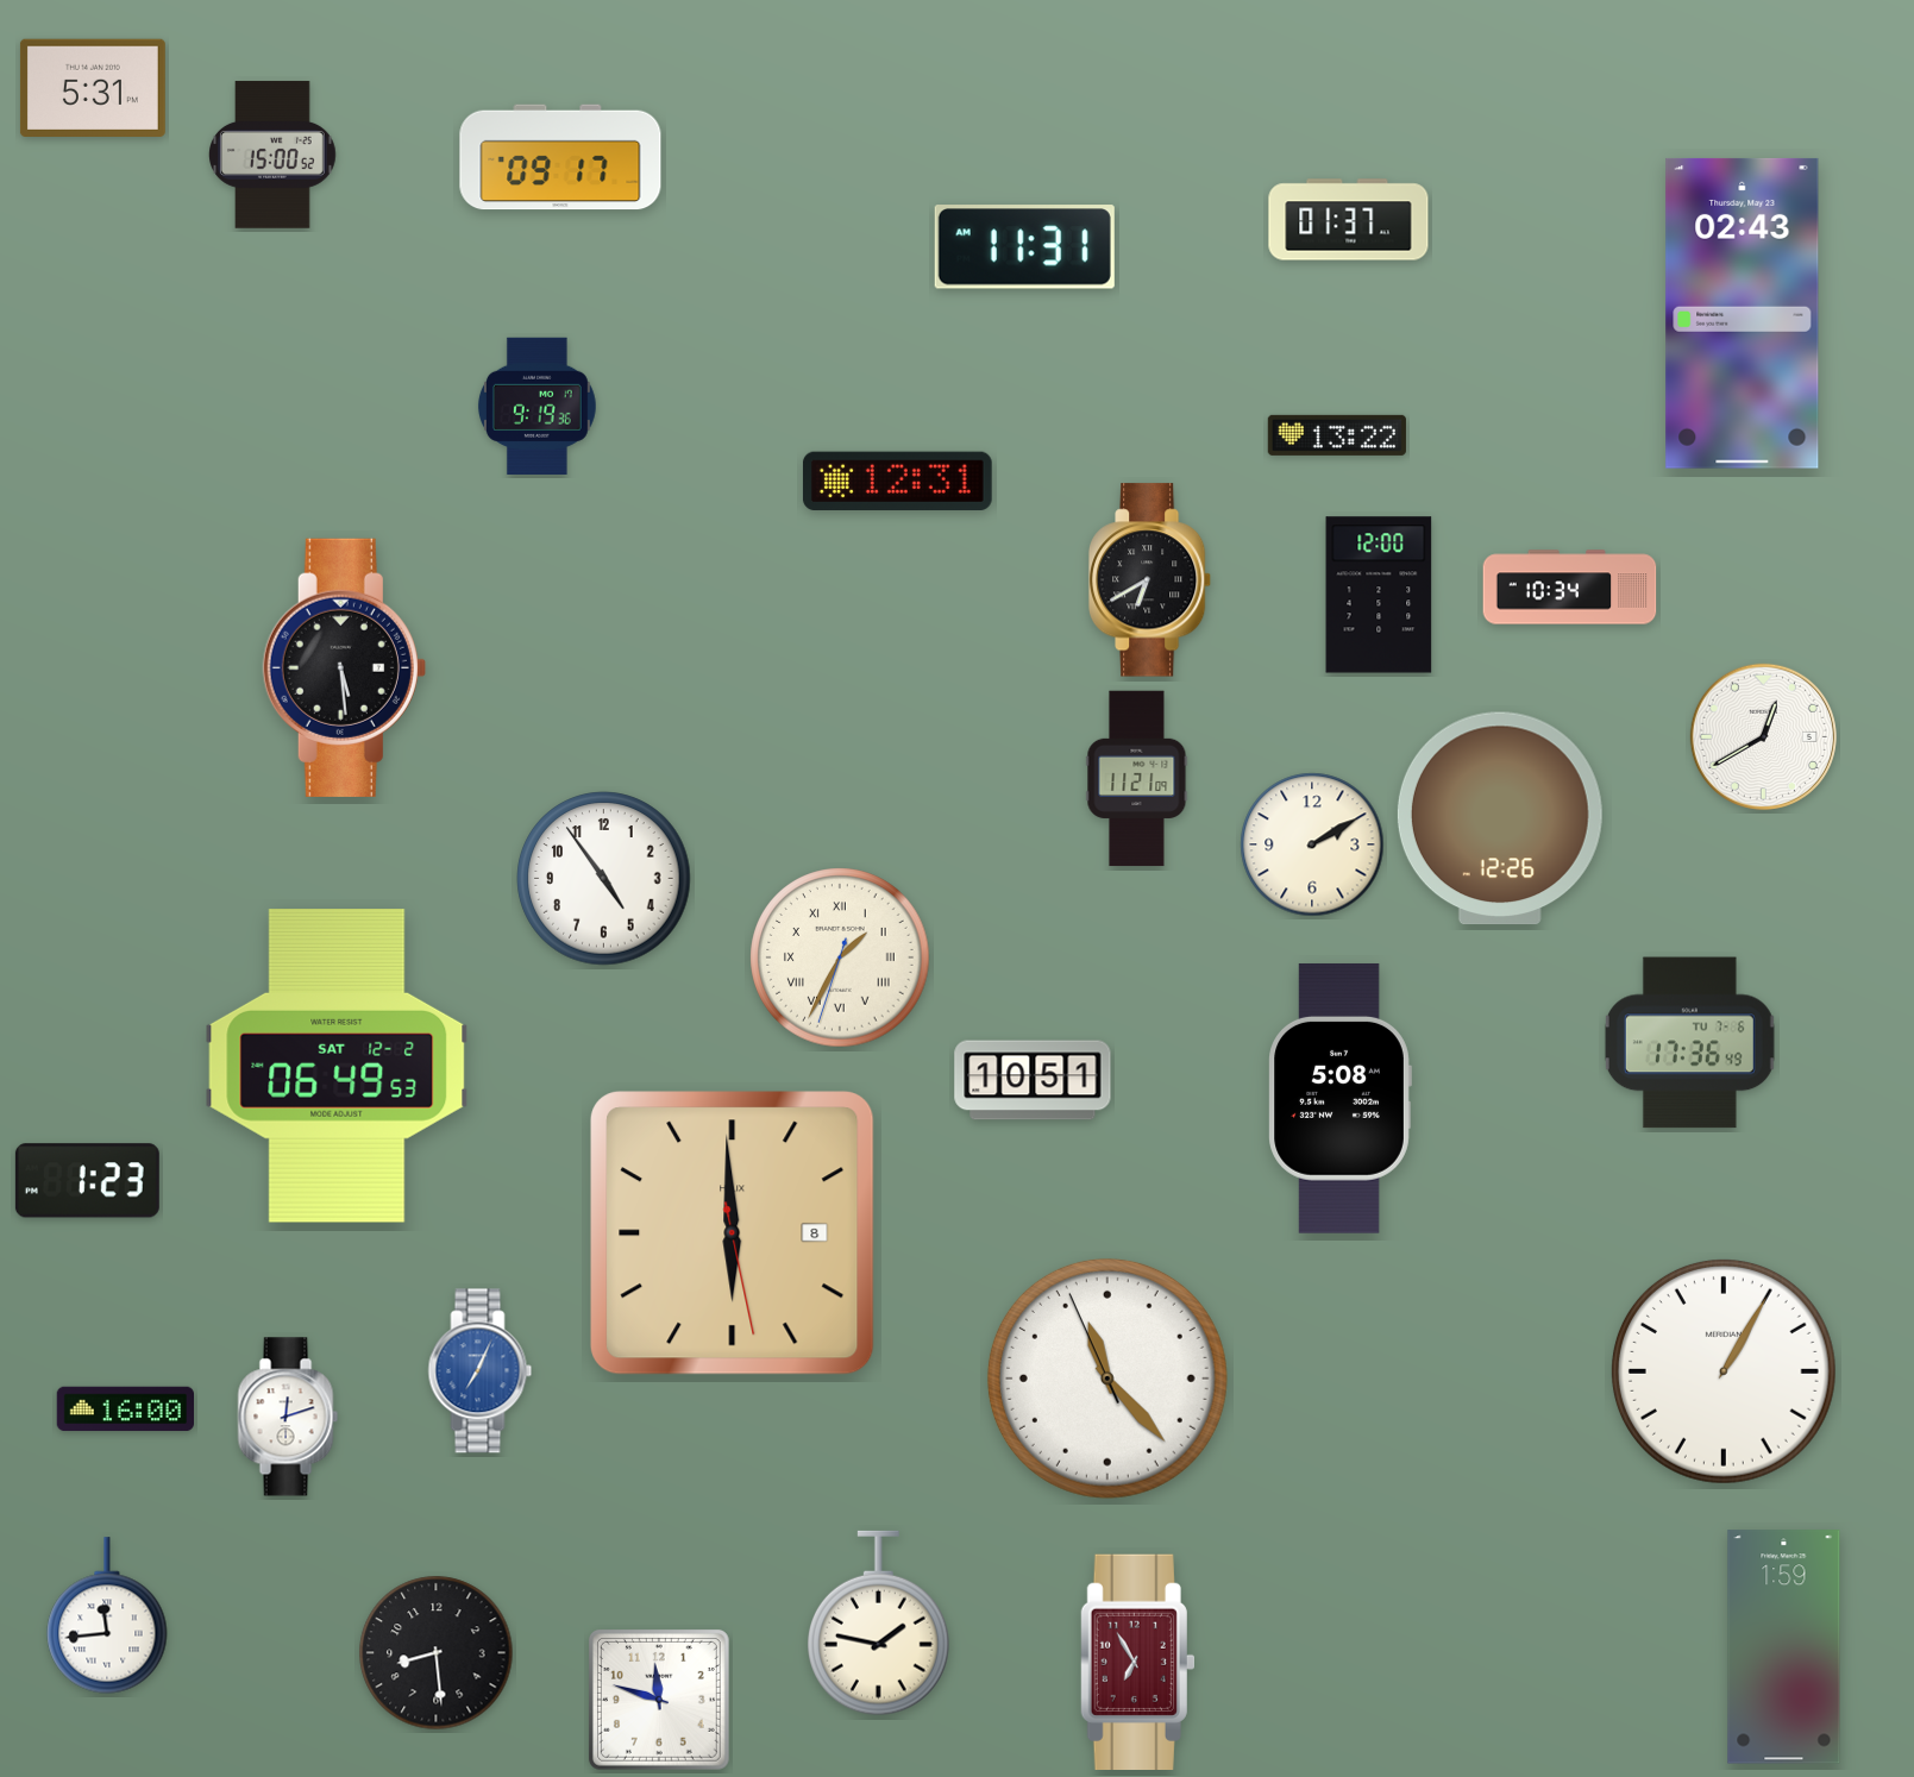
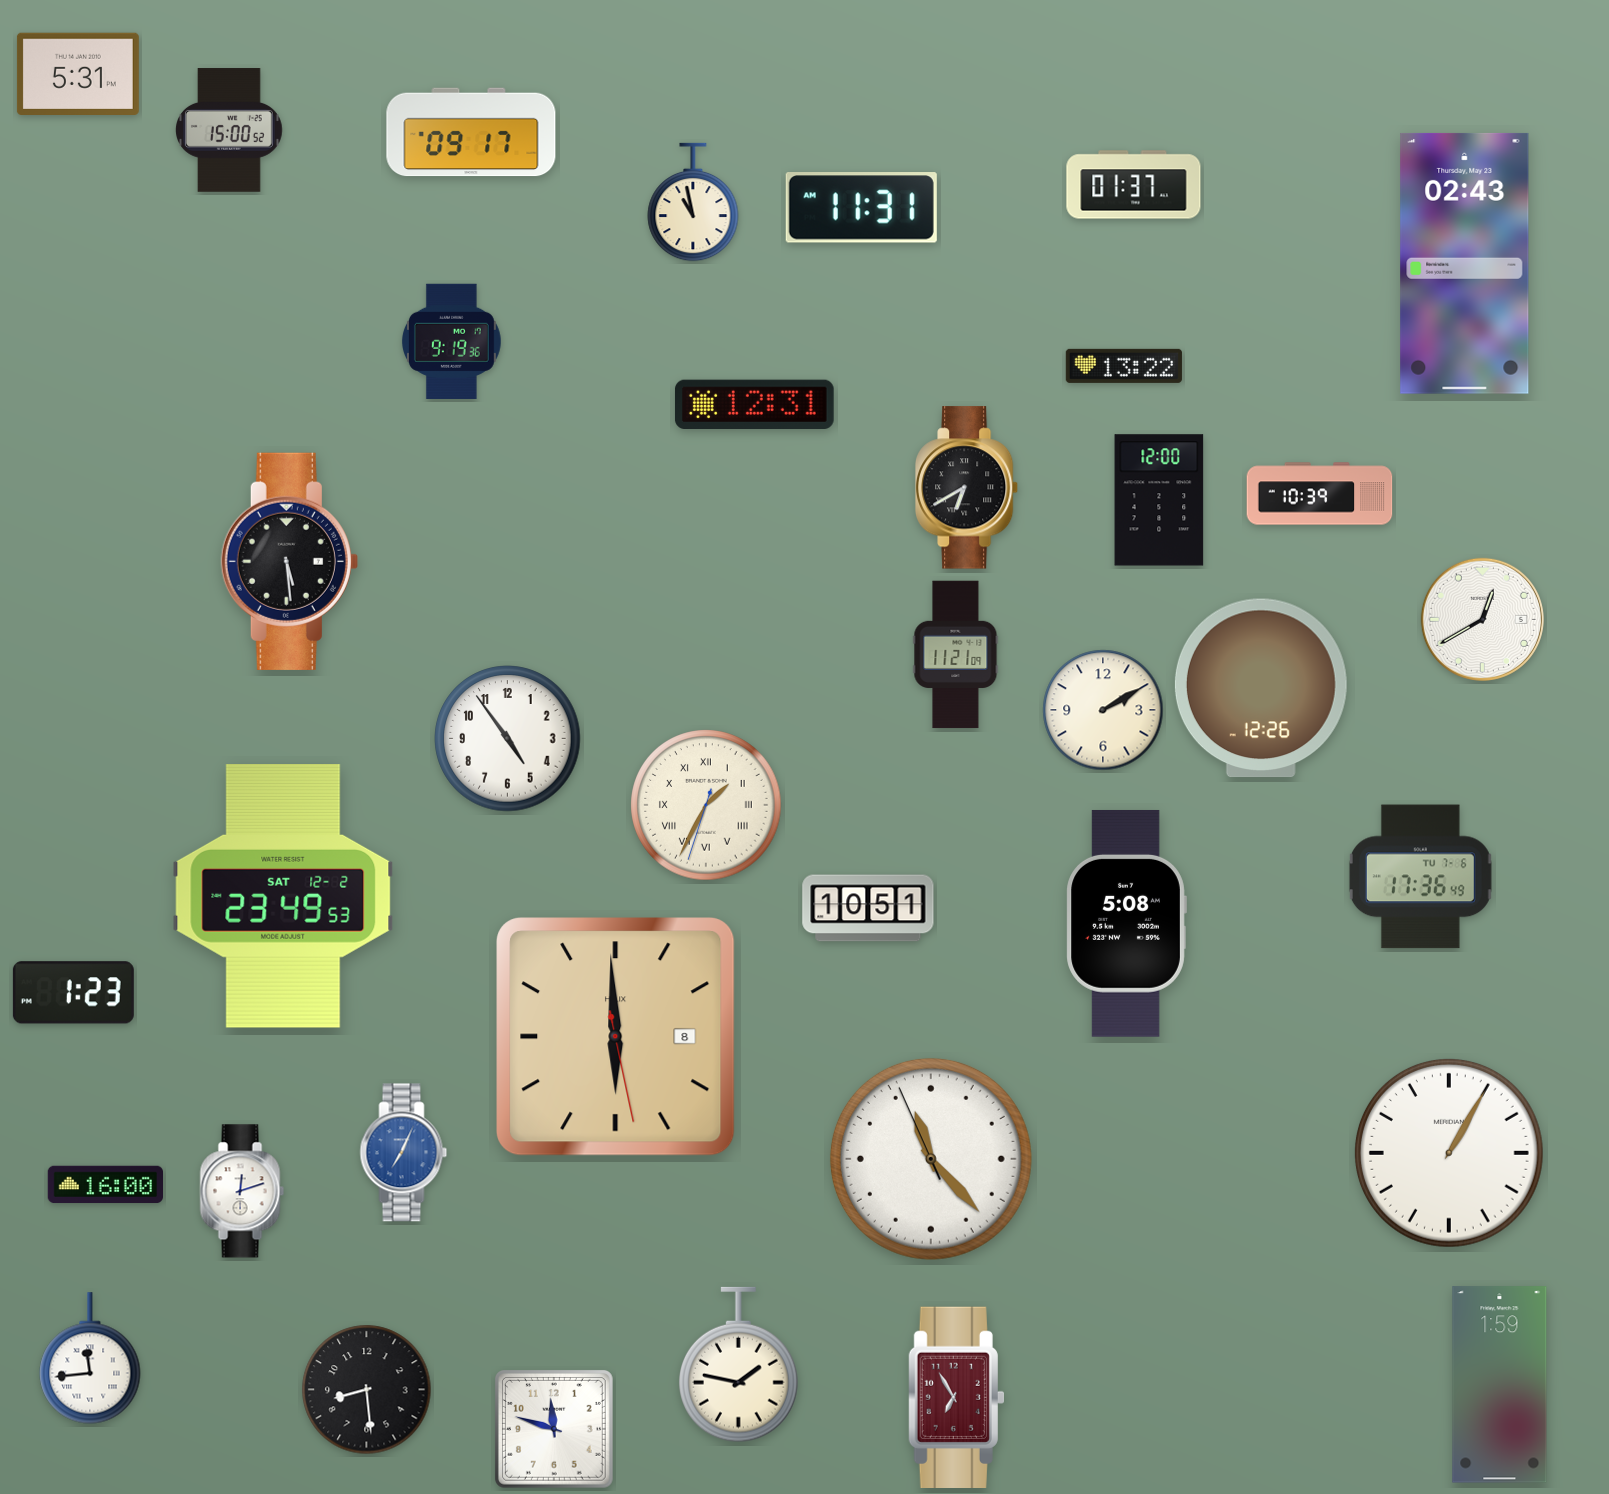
clock at (693, 202): none -> 10:58
clock at (1570, 588): 10:34 -> 10:39
clock at (337, 1067): 06:49 -> 23:49
